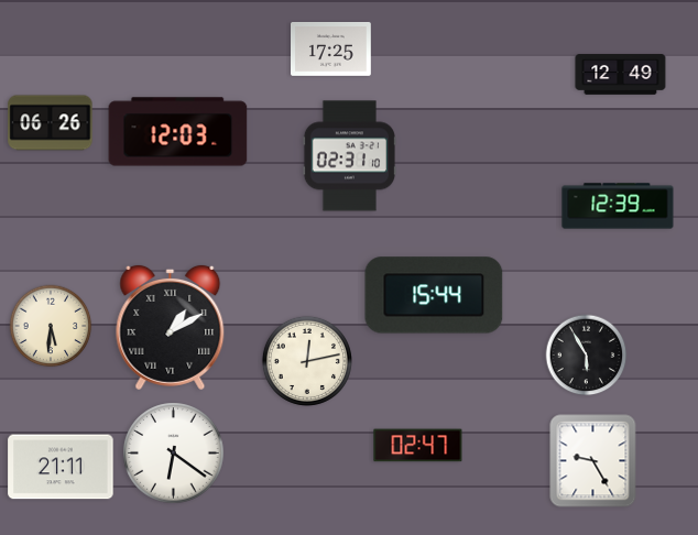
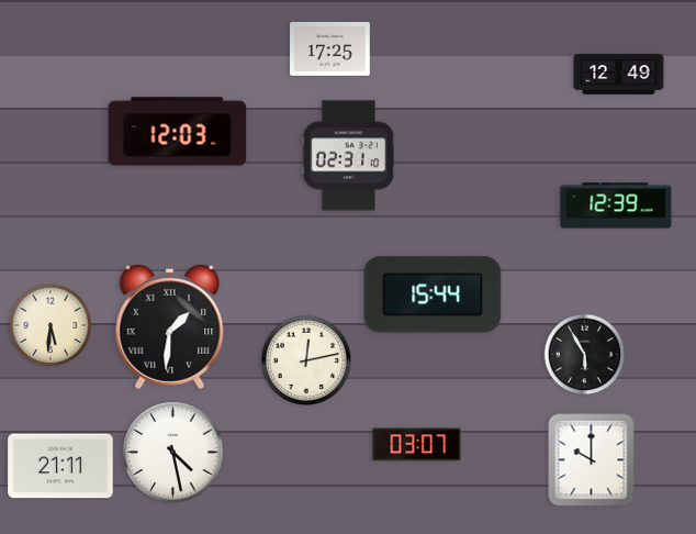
clock at (51, 123): 06:26 -> none
clock at (171, 327): 1:10 -> 1:31
clock at (418, 446): 02:47 -> 03:07
clock at (174, 454): 6:21 -> 4:28
clock at (593, 461): 9:25 -> 10:00
